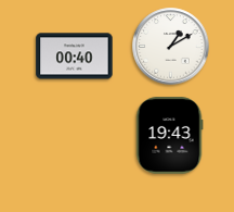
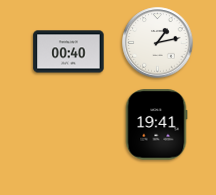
clock at (171, 47): 1:10 -> 1:13
clock at (169, 136): 19:43 -> 19:41
